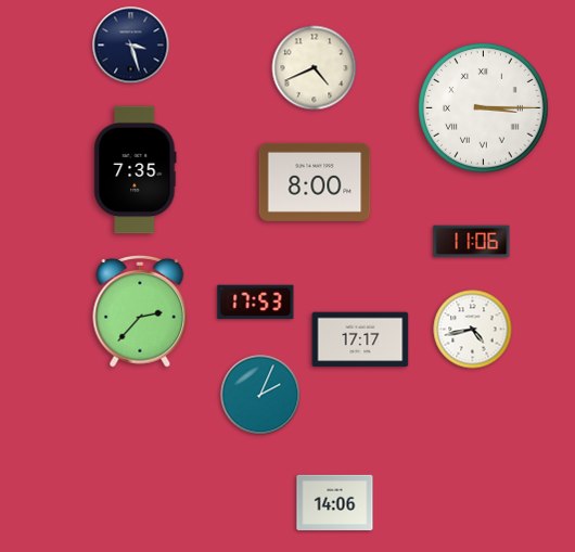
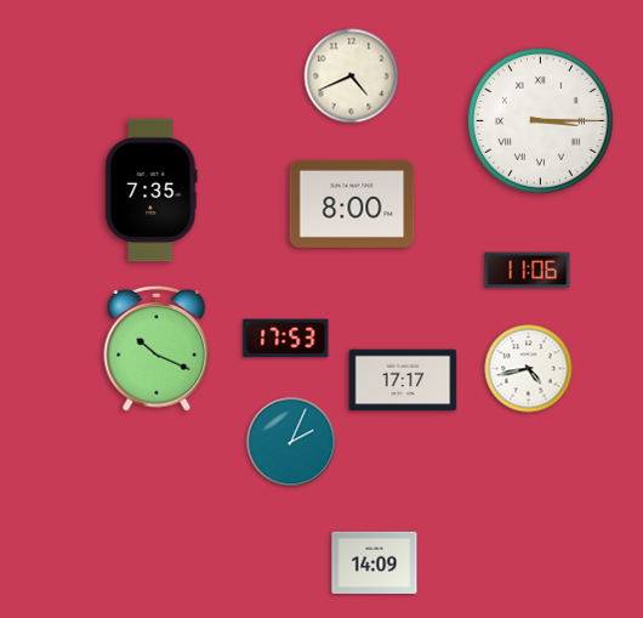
clock at (131, 46): 3:27 -> none
clock at (140, 311): 2:37 -> 10:19
clock at (335, 503): 14:06 -> 14:09
